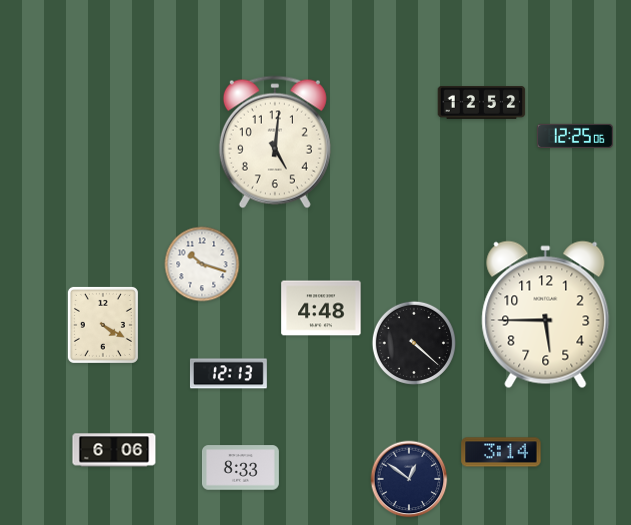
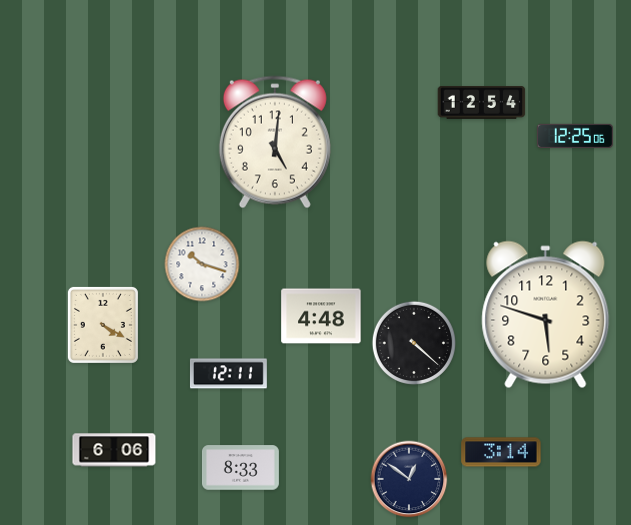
clock at (482, 103): 12:52 -> 12:54
clock at (321, 308) position: (321, 308) -> (321, 316)
clock at (546, 315): 5:45 -> 5:48
clock at (228, 374): 12:13 -> 12:11
